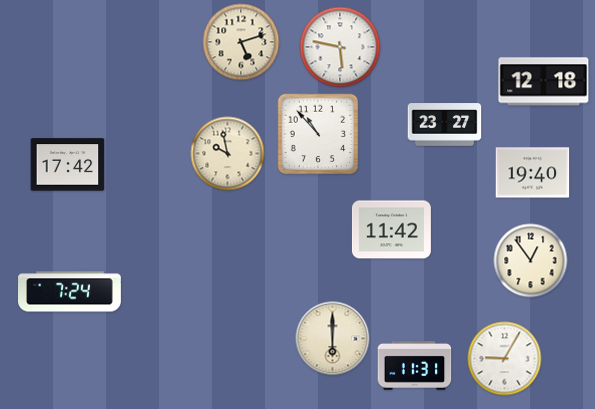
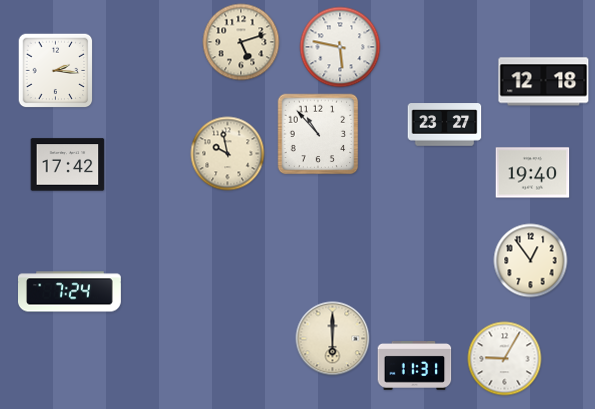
clock at (56, 71): none -> 2:16
clock at (391, 230): 11:42 -> none
